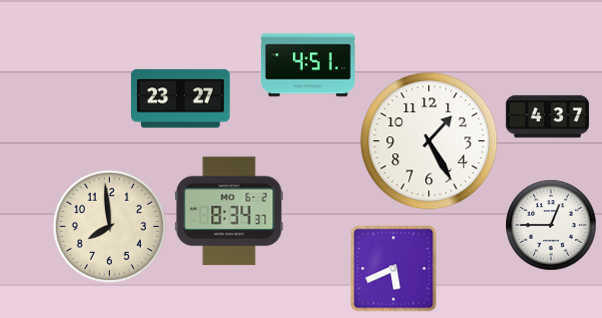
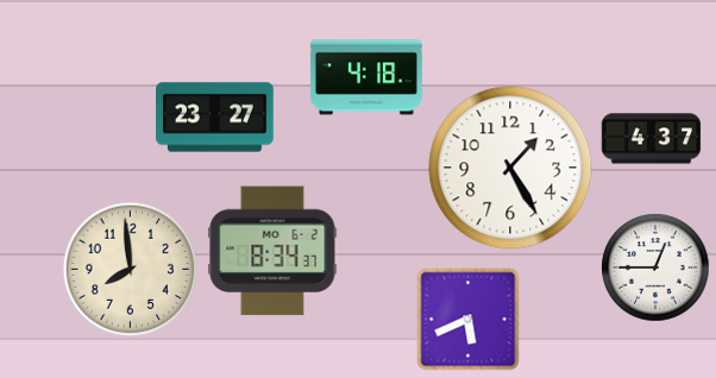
clock at (308, 65): 4:51 -> 4:18
